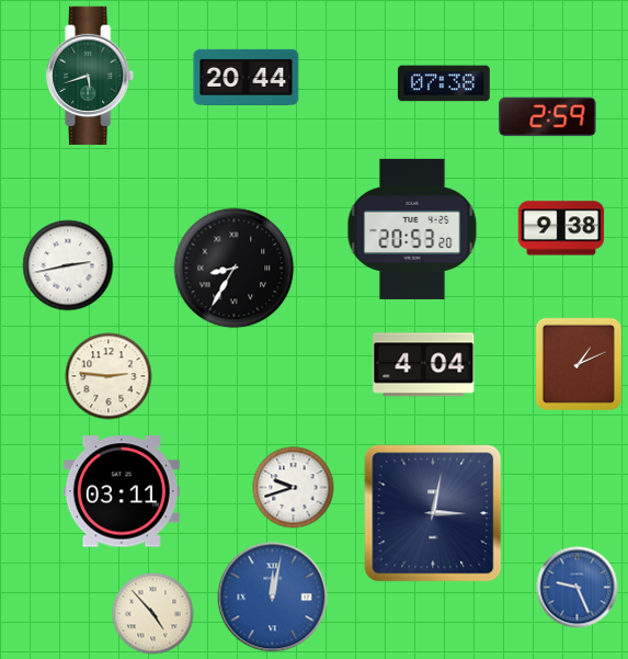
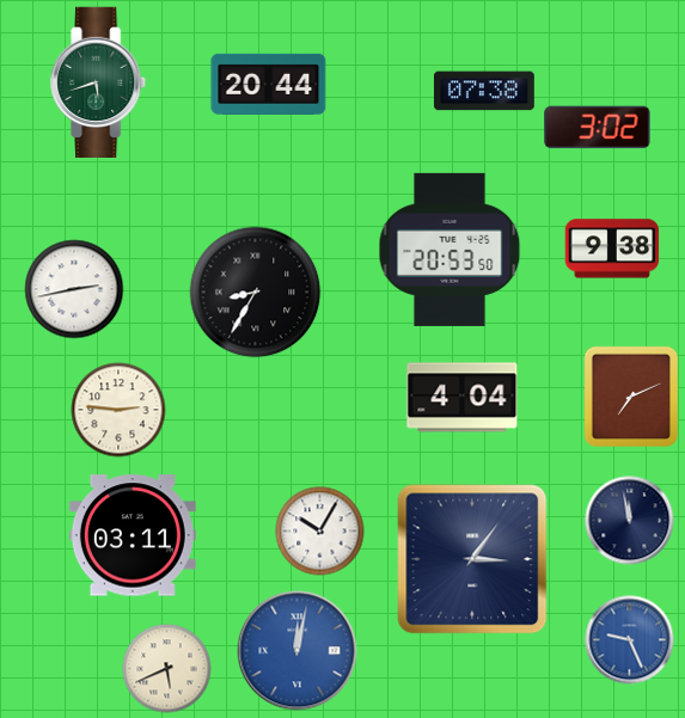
clock at (548, 117): 2:59 -> 3:02
clock at (412, 229): 20:53:20 -> 20:53:50
clock at (578, 363): 1:11 -> 7:11
clock at (630, 521): none -> 11:58
clock at (294, 488): 9:42 -> 10:05
clock at (433, 513): 3:02 -> 3:06
clock at (153, 614): 4:53 -> 5:41
